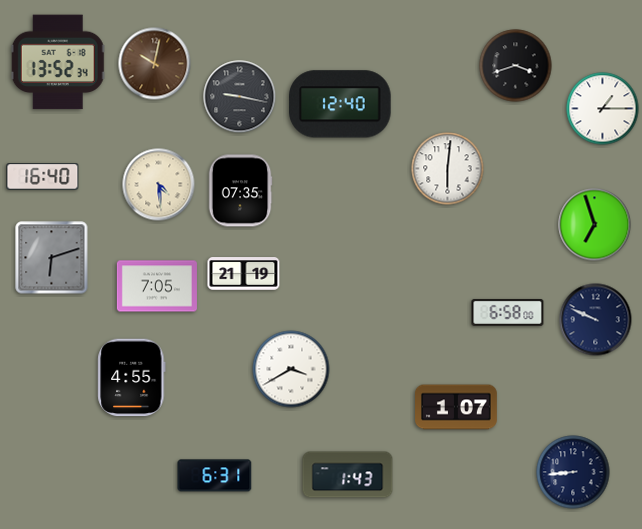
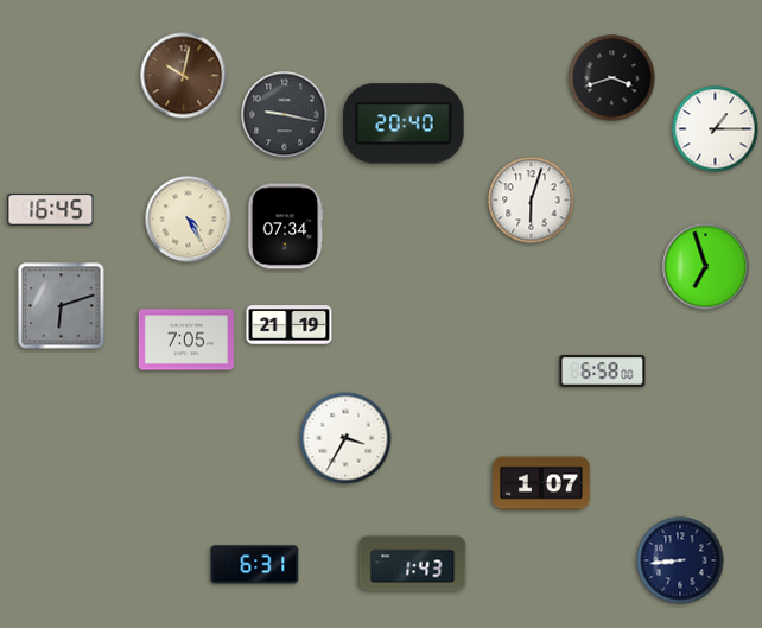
clock at (58, 62): 13:52 -> none
clock at (340, 104): 12:40 -> 20:40
clock at (448, 169): 6:01 -> 6:03
clock at (43, 177): 16:40 -> 16:45
clock at (159, 185): 4:29 -> 4:25
clock at (240, 191): 07:35 -> 07:34
clock at (596, 320): 9:49 -> none
clock at (291, 369): 3:40 -> 3:35
clock at (132, 378): 4:55 -> none
